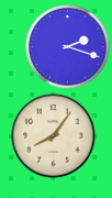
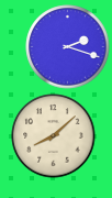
clock at (54, 136): 8:06 -> 8:08
